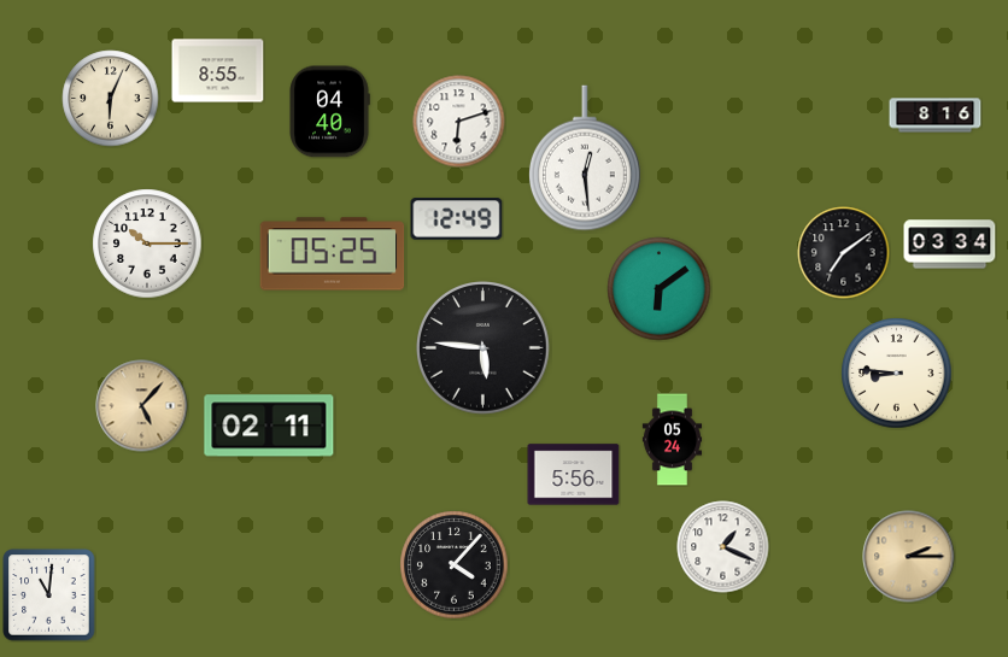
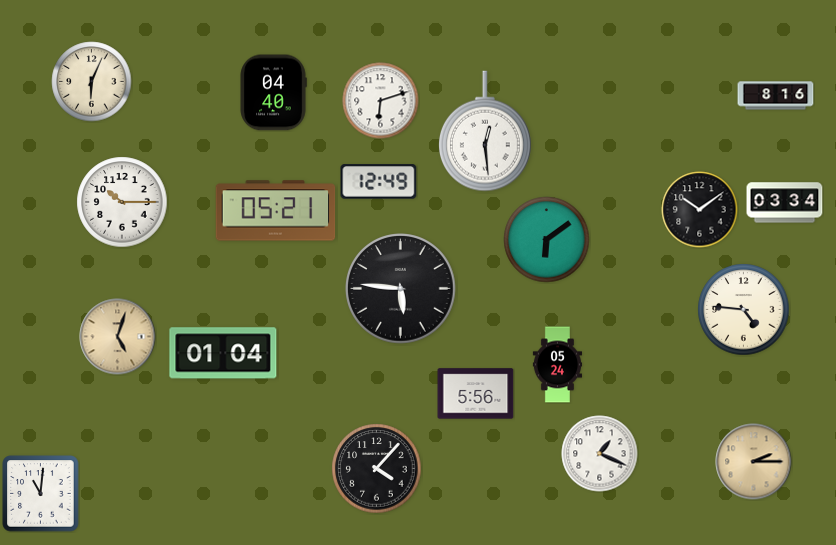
clock at (218, 71): 8:55 -> none
clock at (950, 245) position: (950, 245) -> (785, 203)
clock at (844, 253): 7:09 -> 10:09
clock at (333, 254): 05:25 -> 05:21
clock at (897, 374): 8:46 -> 4:46
clock at (142, 406): 5:07 -> 5:03
clock at (269, 426): 02:11 -> 01:04
